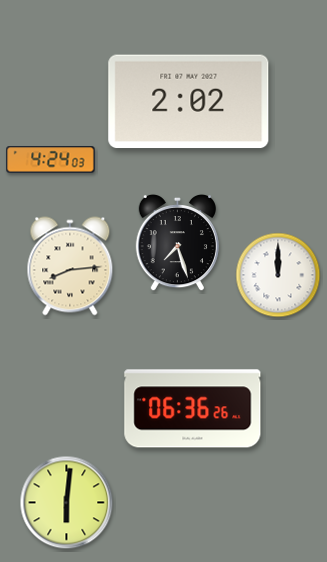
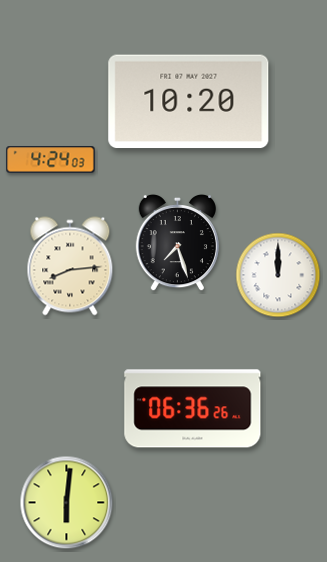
clock at (189, 102): 2:02 -> 10:20
